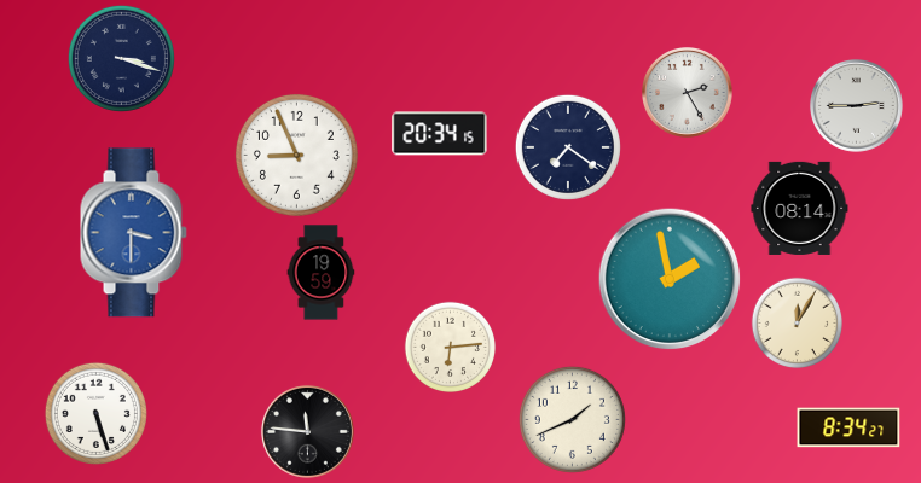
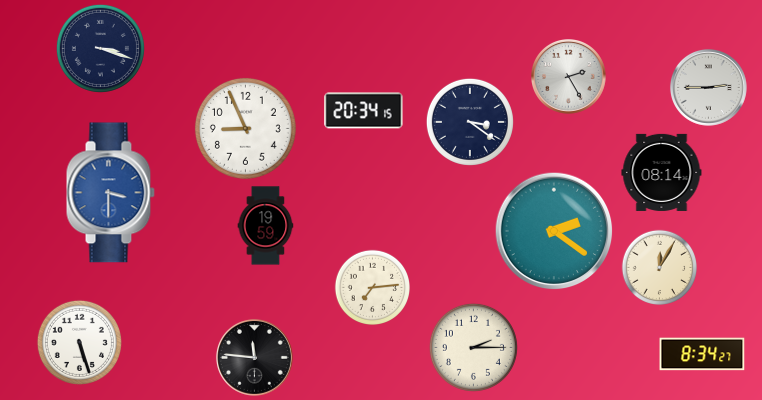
clock at (568, 147): 7:21 -> 3:21
clock at (670, 279): 1:58 -> 2:21
clock at (450, 347): 6:14 -> 7:14
clock at (572, 419): 1:41 -> 2:15
